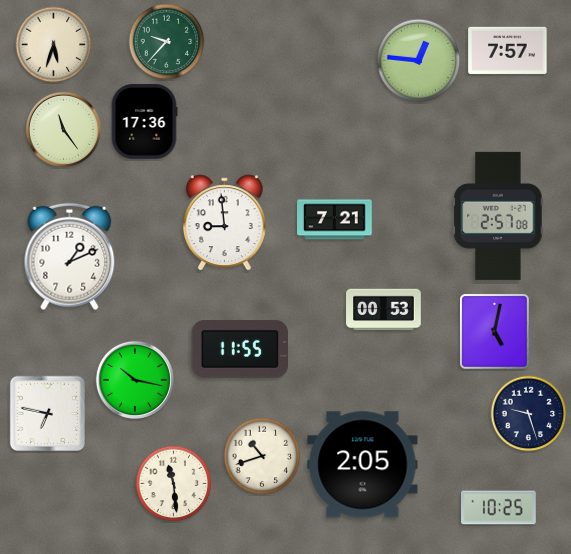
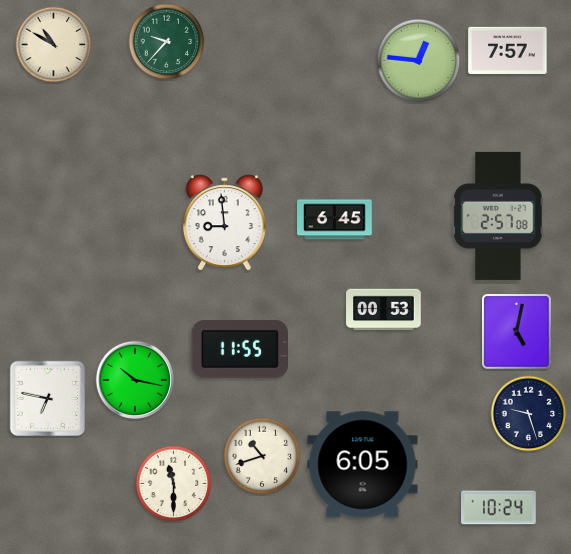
clock at (54, 45): 5:33 -> 10:50
clock at (144, 122): 17:36 -> none
clock at (63, 129): 11:24 -> none
clock at (335, 220): 7:21 -> 6:45
clock at (70, 257): 1:11 -> none
clock at (495, 332) position: (495, 332) -> (517, 332)
clock at (47, 413) position: (47, 413) -> (47, 398)
clock at (363, 465): 2:05 -> 6:05
clock at (174, 484): 11:29 -> 11:30
clock at (499, 508): 10:25 -> 10:24
